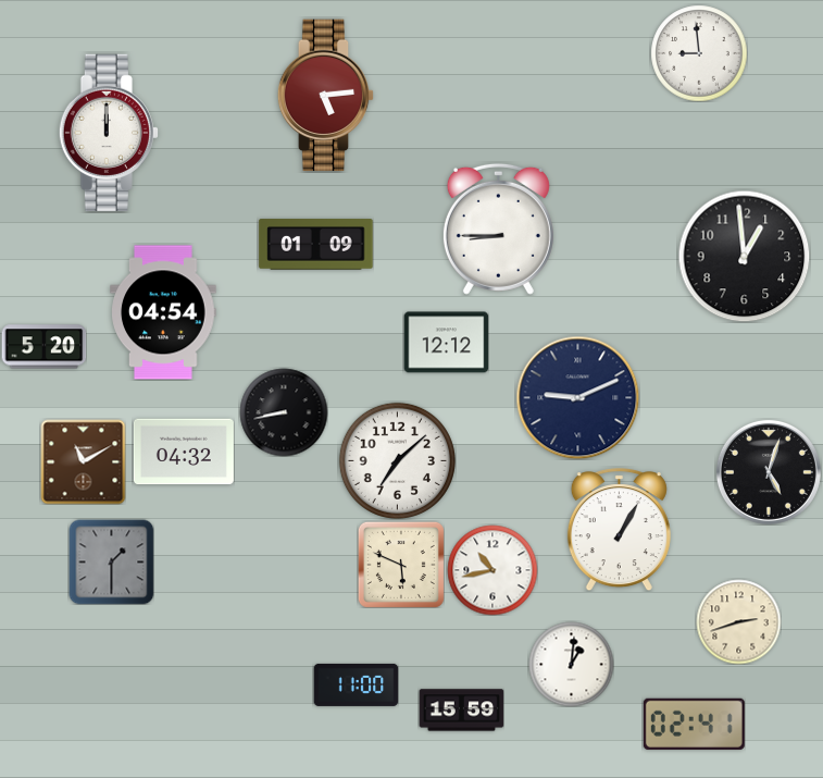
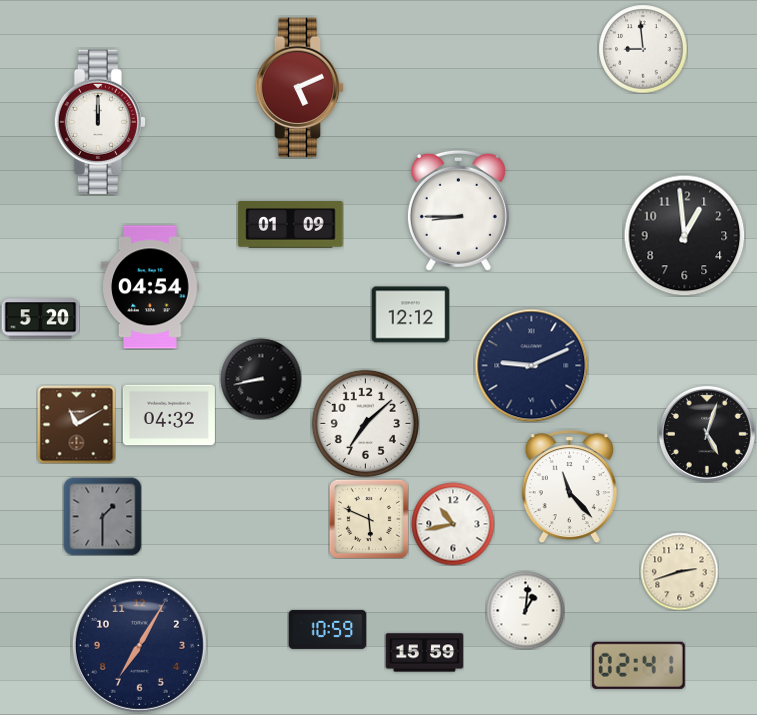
clock at (326, 96): 5:14 -> 5:11
clock at (619, 530): 1:05 -> 11:23
clock at (356, 684): 11:00 -> 10:59
clock at (139, 645): none -> 7:05
